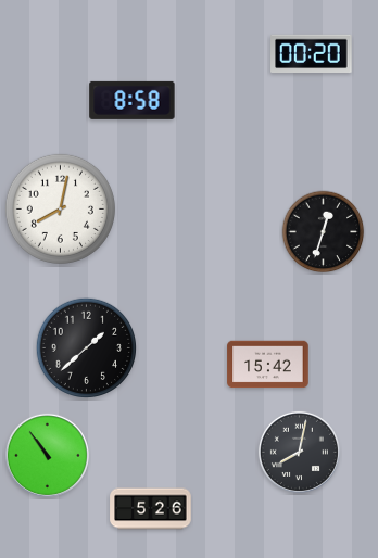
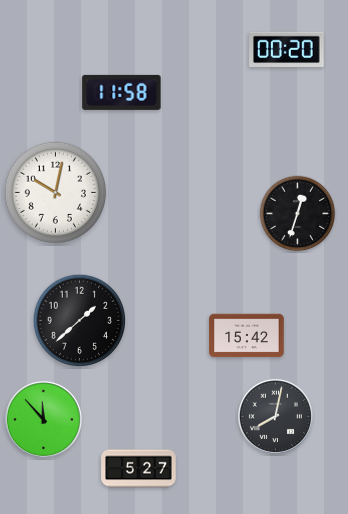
clock at (133, 100): 8:58 -> 11:58
clock at (60, 208): 8:02 -> 10:02
clock at (47, 455): 10:54 -> 11:53
clock at (151, 509): 5:26 -> 5:27
